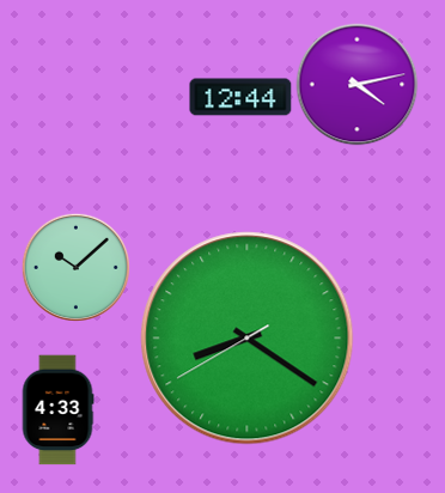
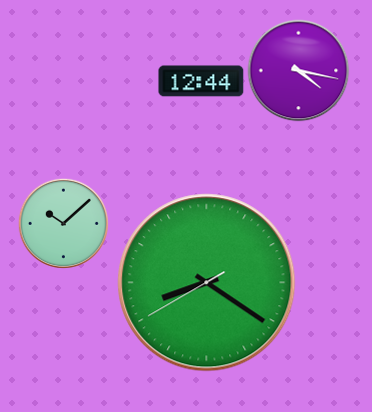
clock at (358, 85): 4:13 -> 4:17
clock at (57, 410): 4:33 -> none
